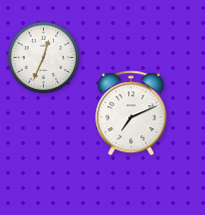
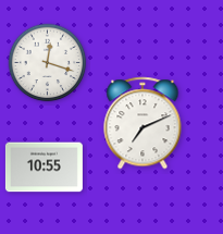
clock at (44, 58): 12:34 -> 12:18
clock at (44, 168): none -> 10:55
